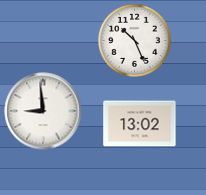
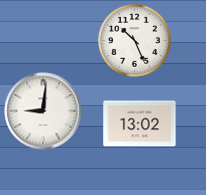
clock at (43, 111): 8:59 -> 9:01
